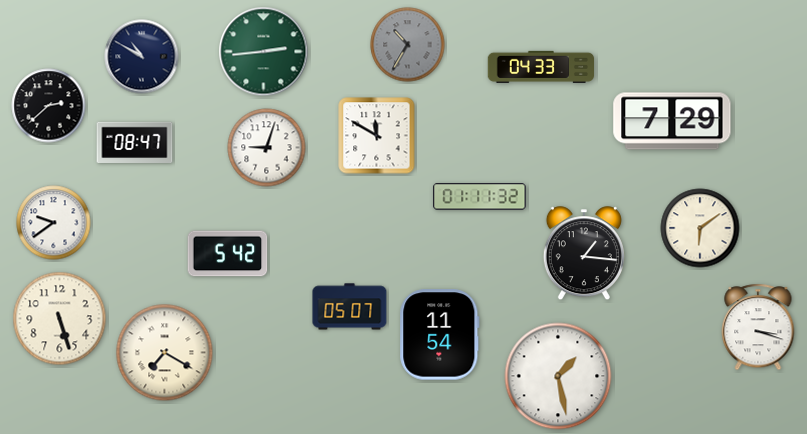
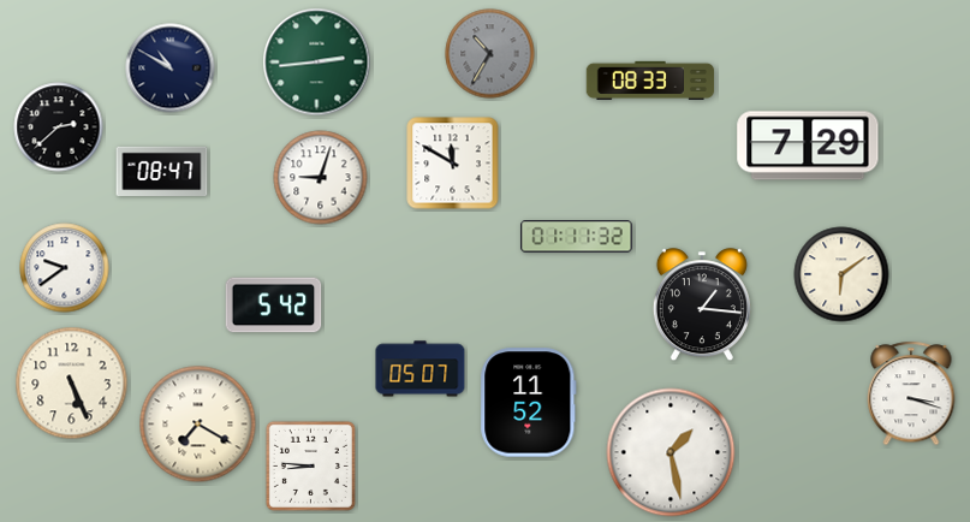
clock at (541, 67): 04:33 -> 08:33
clock at (60, 319): 5:27 -> 5:26
clock at (440, 335): 11:54 -> 11:52
clock at (310, 465): none -> 8:46
